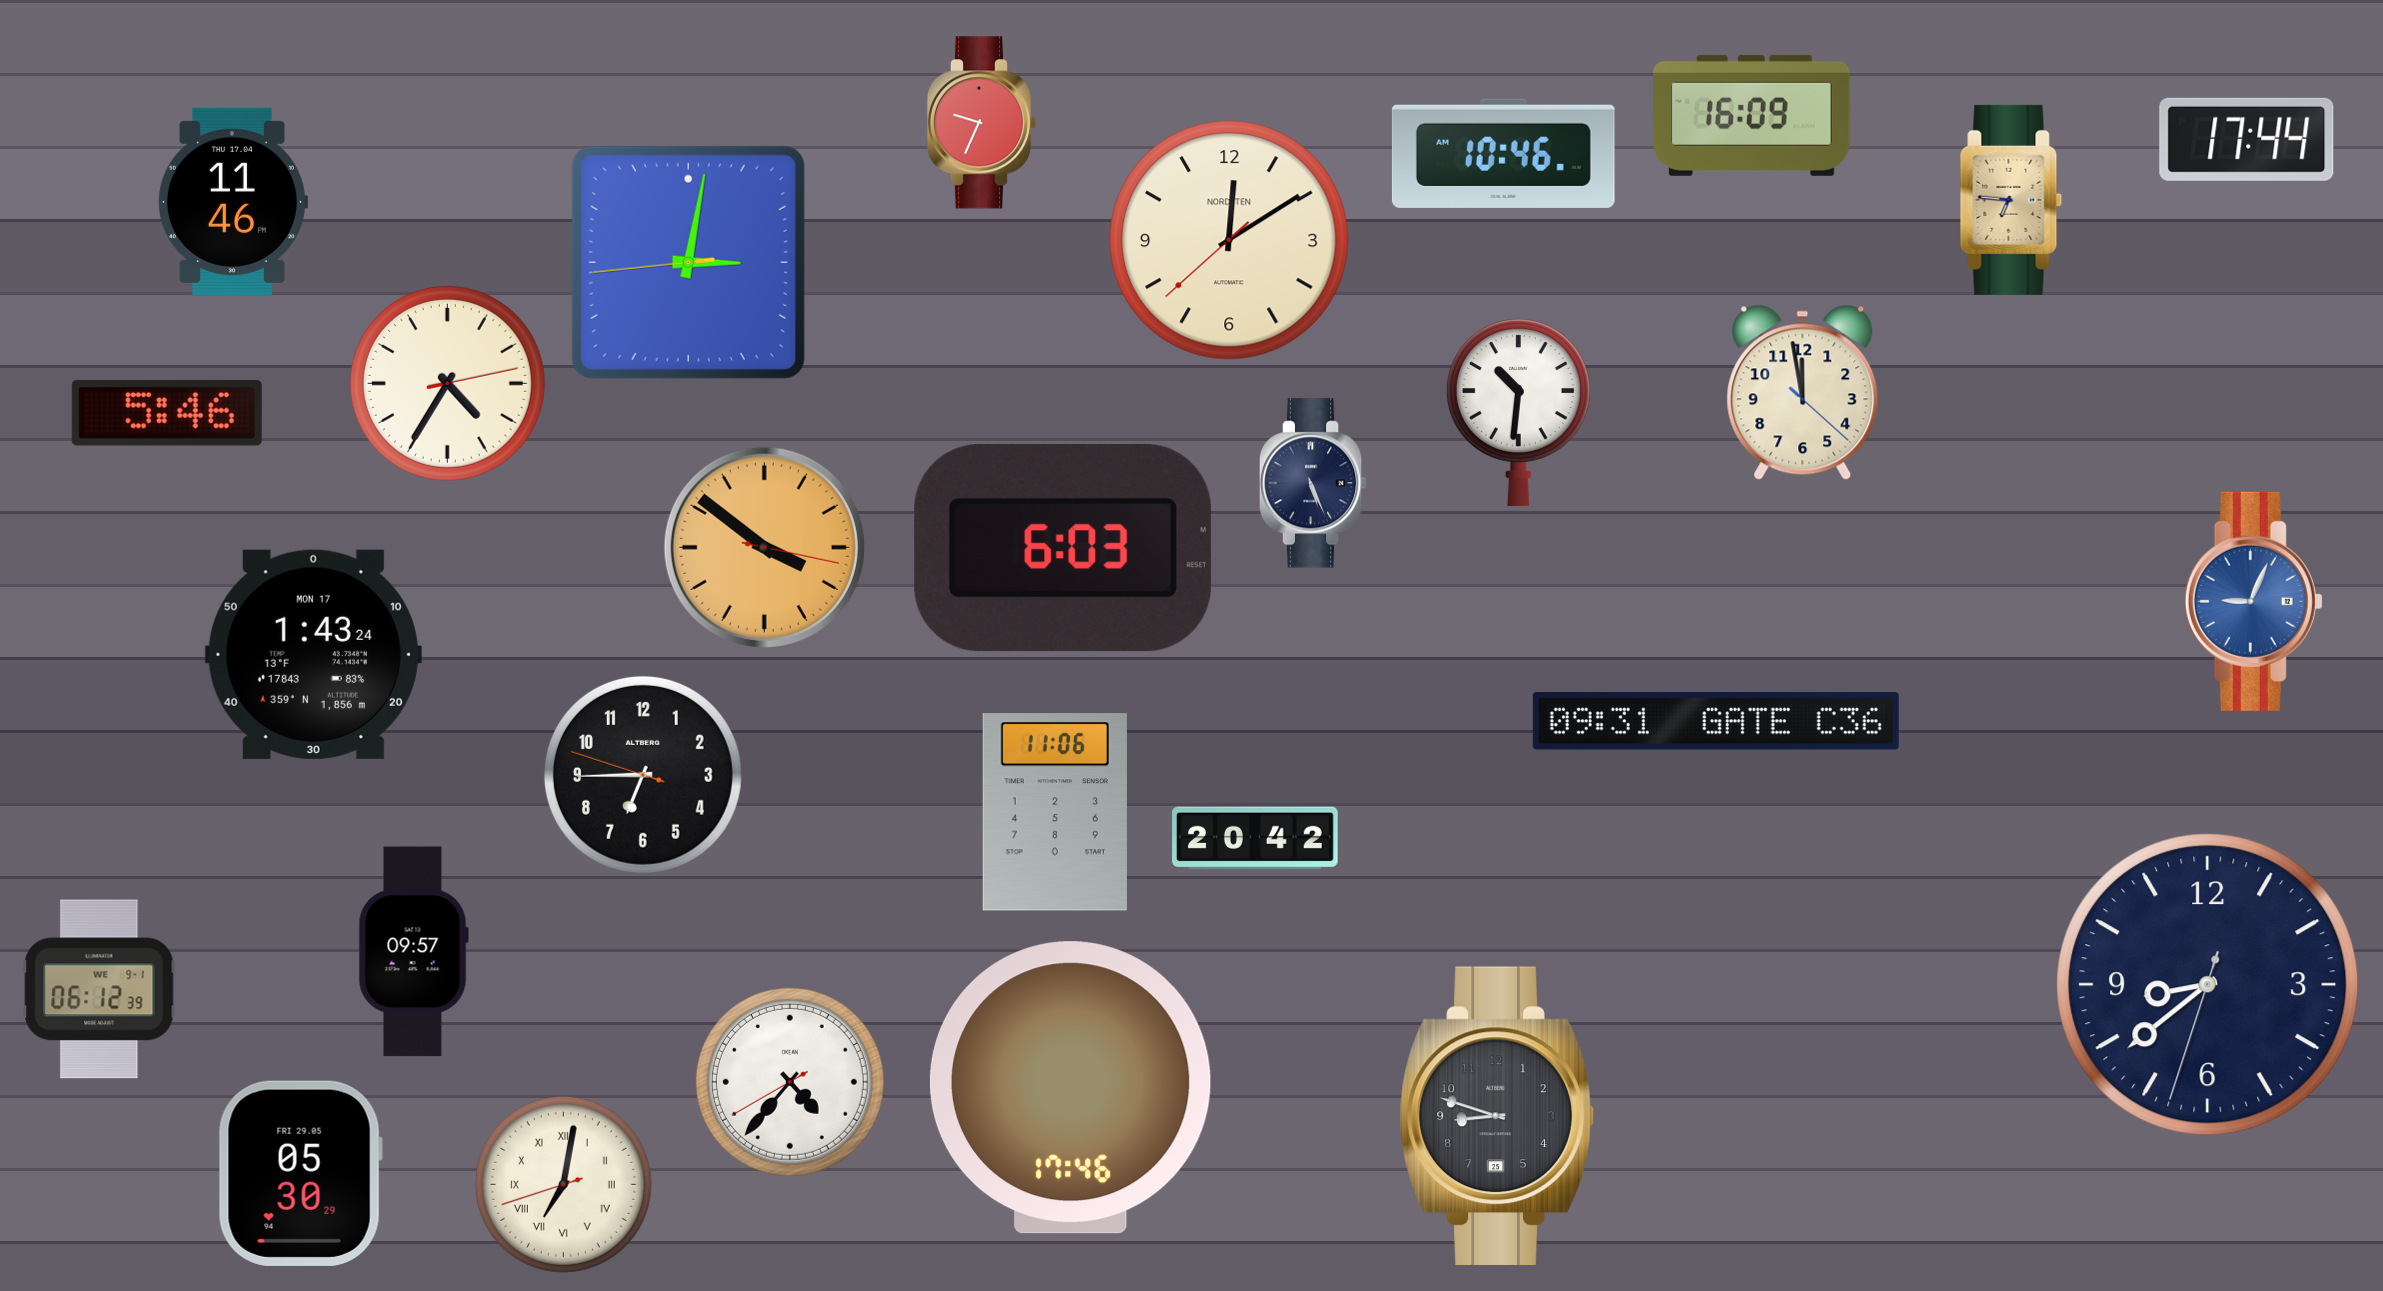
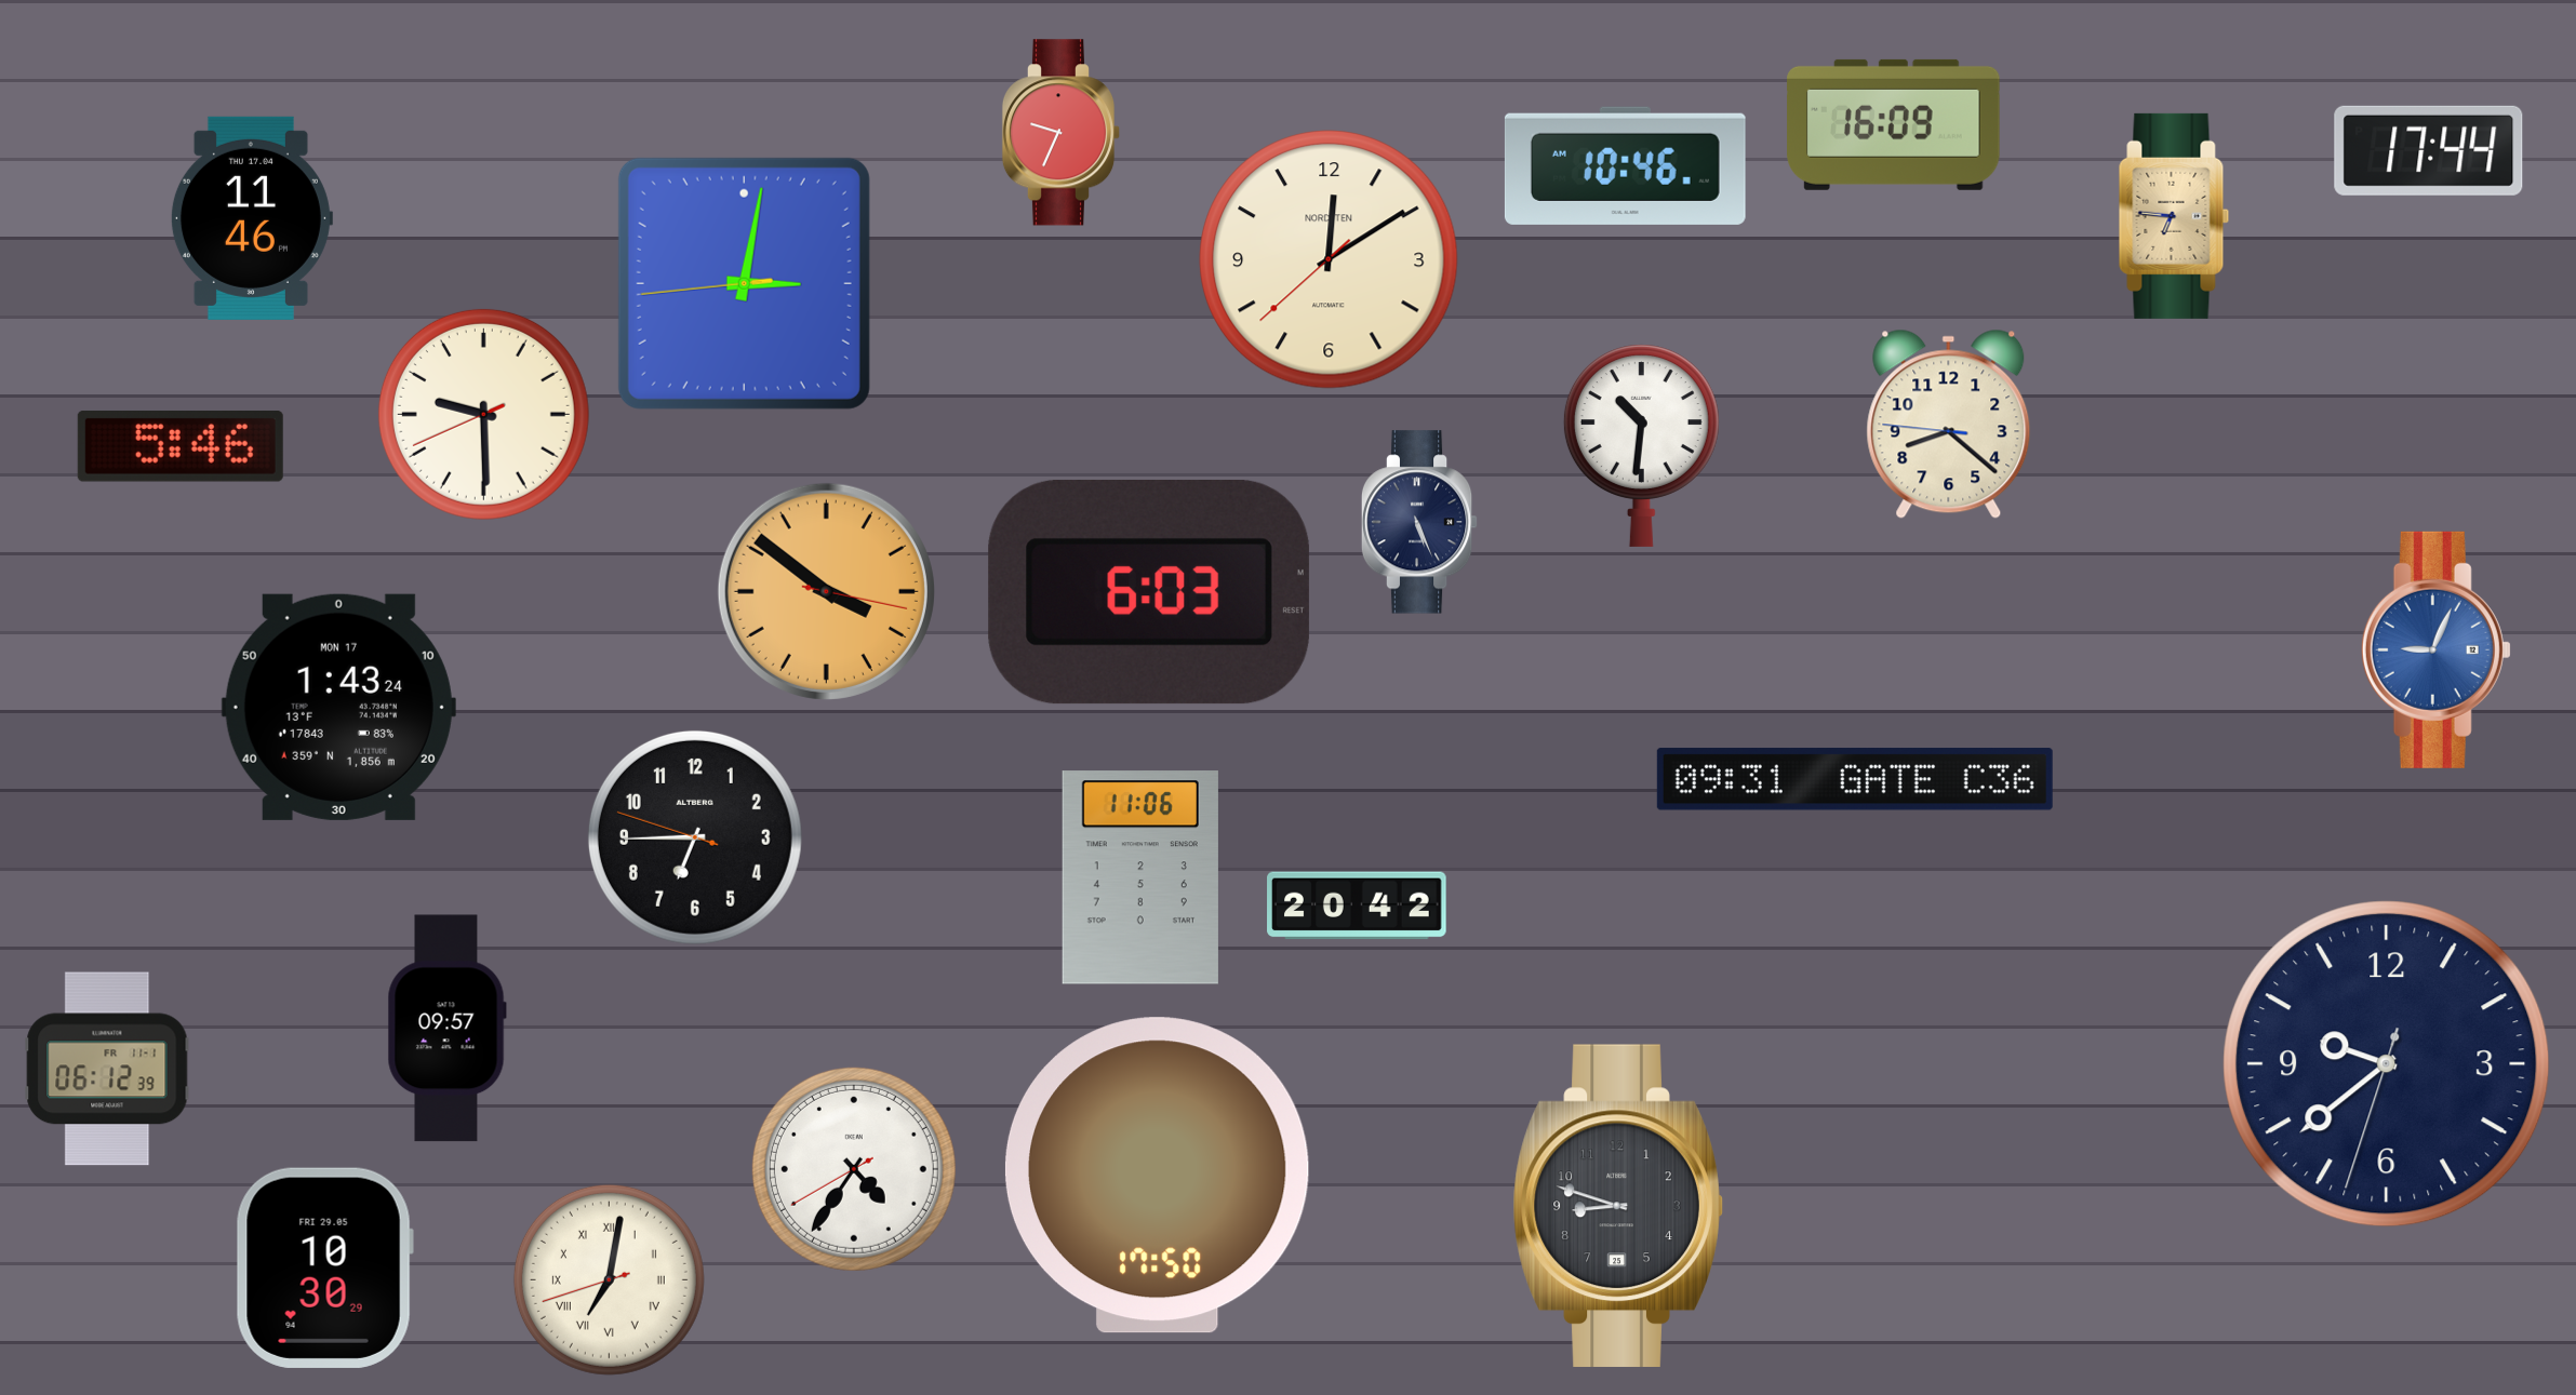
clock at (447, 383): 4:35 -> 9:29
clock at (1803, 392): 11:58 -> 8:21
clock at (2208, 985): 8:38 -> 9:38
clock at (99, 989) date: WE 9-1 -> FR 11-1
clock at (790, 1082): 4:36 -> 4:35
clock at (1070, 1088): 17:46 -> 17:50
clock at (300, 1173): 05:30 -> 10:30
